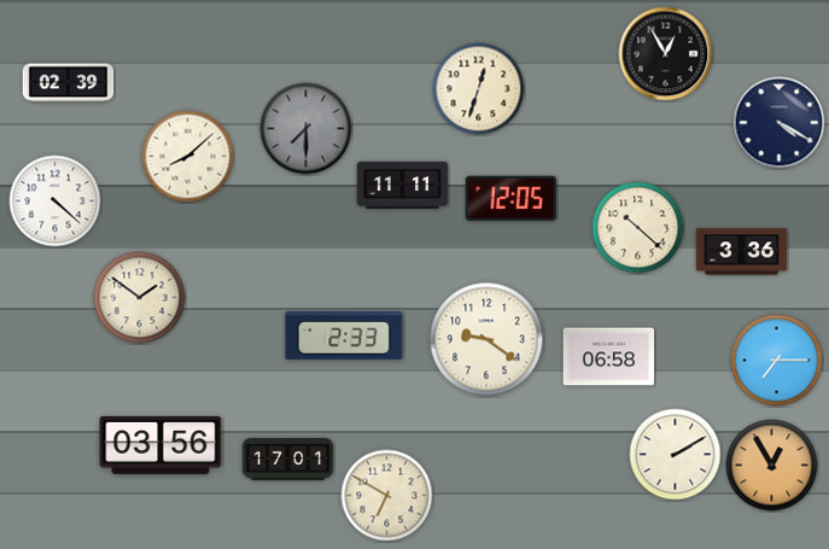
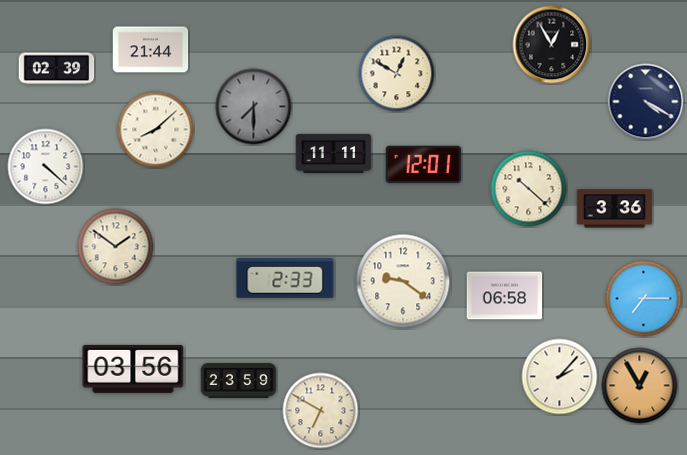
clock at (151, 50): none -> 21:44
clock at (479, 89): 12:33 -> 12:50
clock at (510, 198): 12:05 -> 12:01
clock at (676, 455): 2:10 -> 2:07
clock at (288, 460): 17:01 -> 23:59
